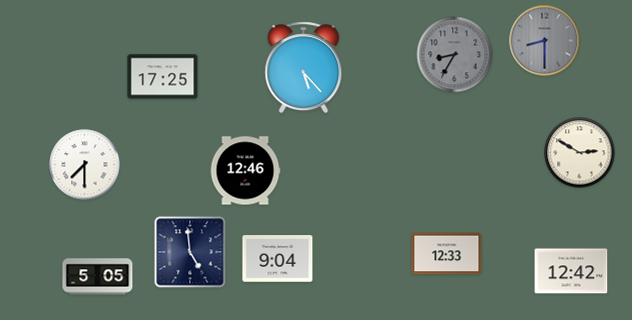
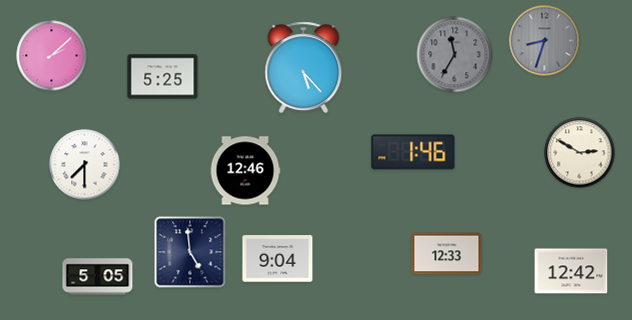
clock at (545, 41): 8:30 -> 8:33
clock at (455, 55): 8:35 -> 11:35
clock at (52, 56): none -> 2:08
clock at (163, 77): 17:25 -> 5:25
clock at (413, 152): none -> 1:46
